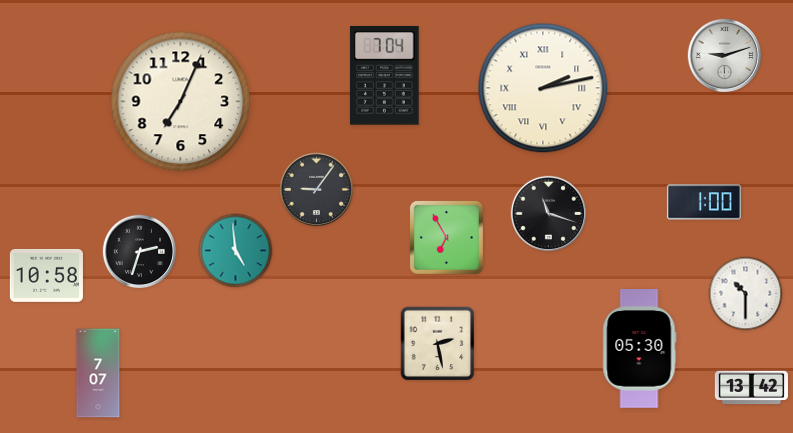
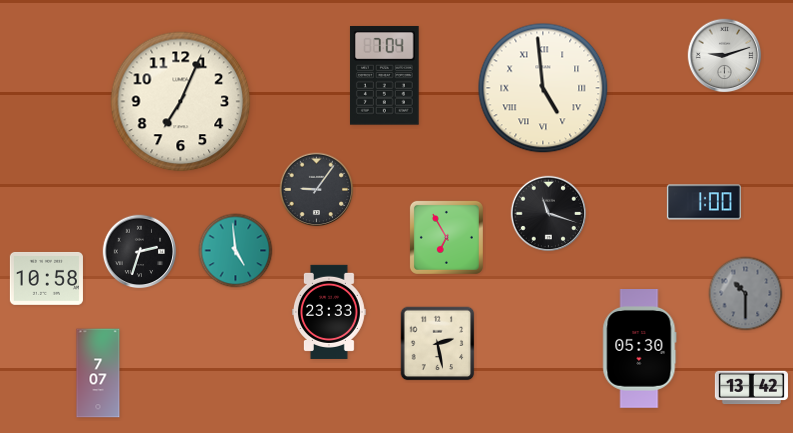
clock at (543, 88): 2:13 -> 4:59
clock at (46, 276) position: (46, 276) -> (46, 279)
clock at (746, 294) dial: white -> grey
clock at (330, 312): none -> 23:33
